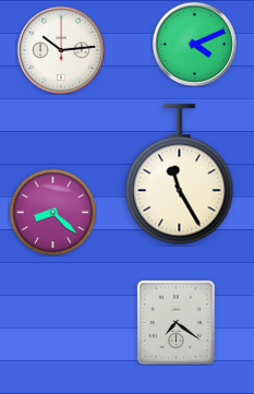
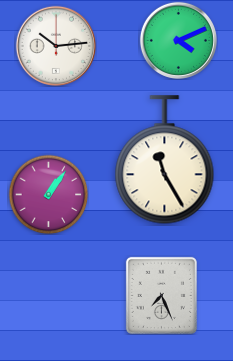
clock at (52, 212): 8:22 -> 1:06
clock at (176, 322): 7:21 -> 7:26
